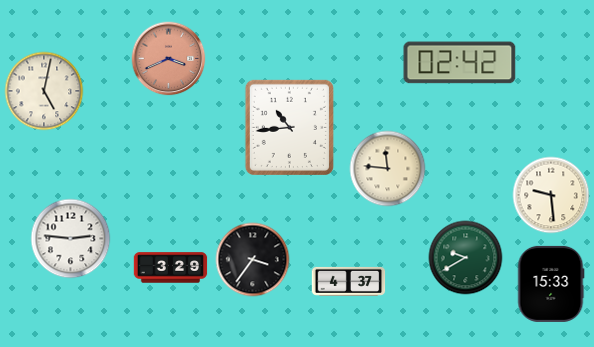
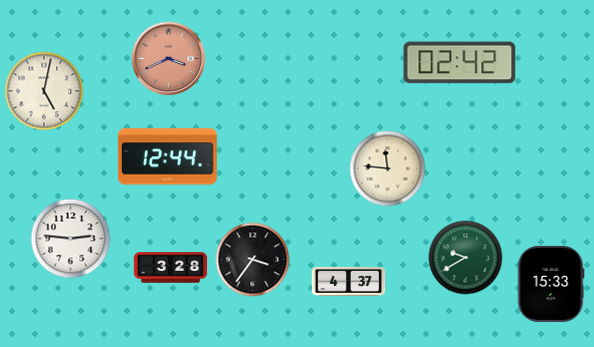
clock at (289, 127): 10:44 -> none
clock at (167, 157): none -> 12:44
clock at (551, 195): 9:29 -> none
clock at (171, 268): 3:29 -> 3:28
